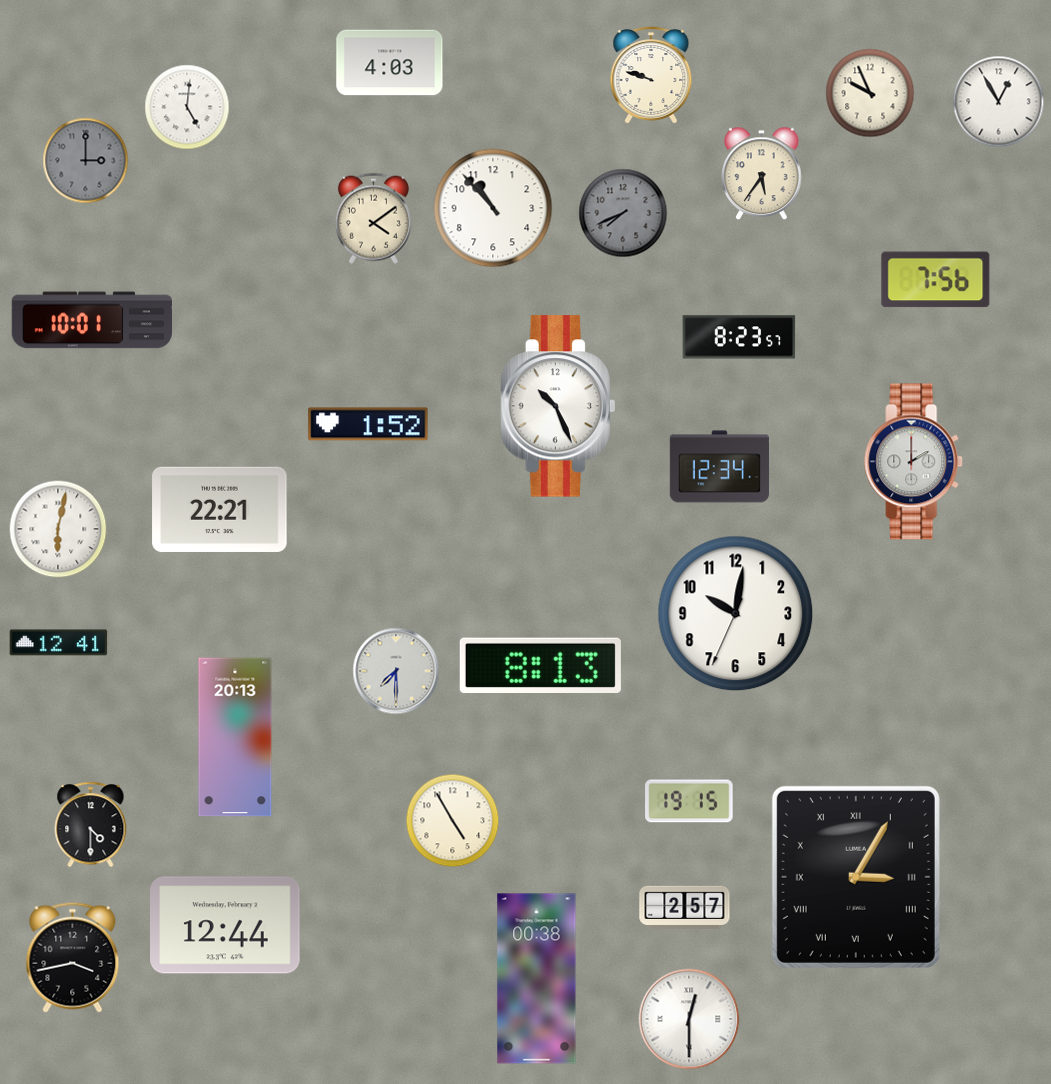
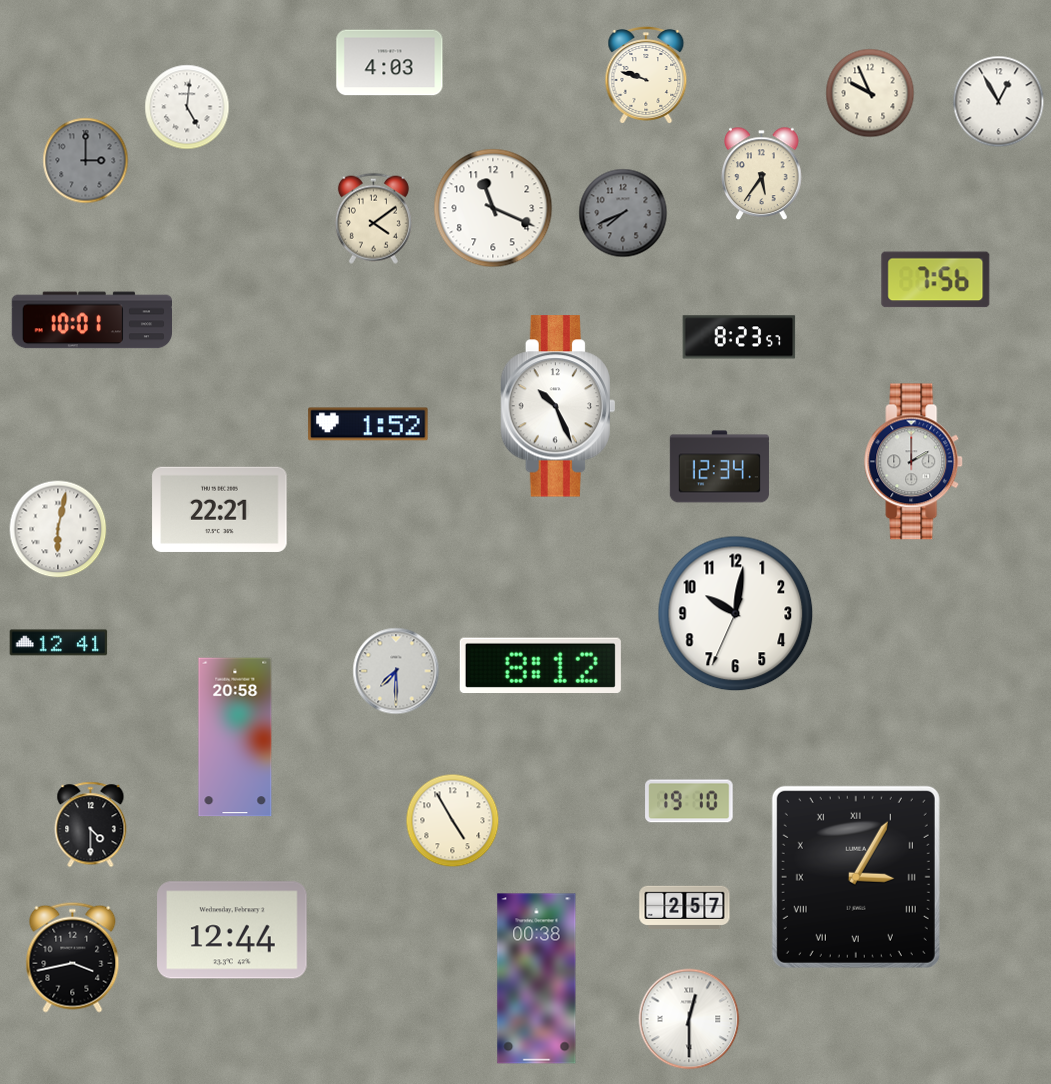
clock at (651, 76) position: (651, 76) -> (646, 76)
clock at (493, 208): 10:53 -> 11:19
clock at (540, 665): 8:13 -> 8:12
clock at (235, 737): 20:13 -> 20:58
clock at (689, 801): 19:15 -> 19:10
clock at (225, 925) position: (225, 925) -> (232, 930)
